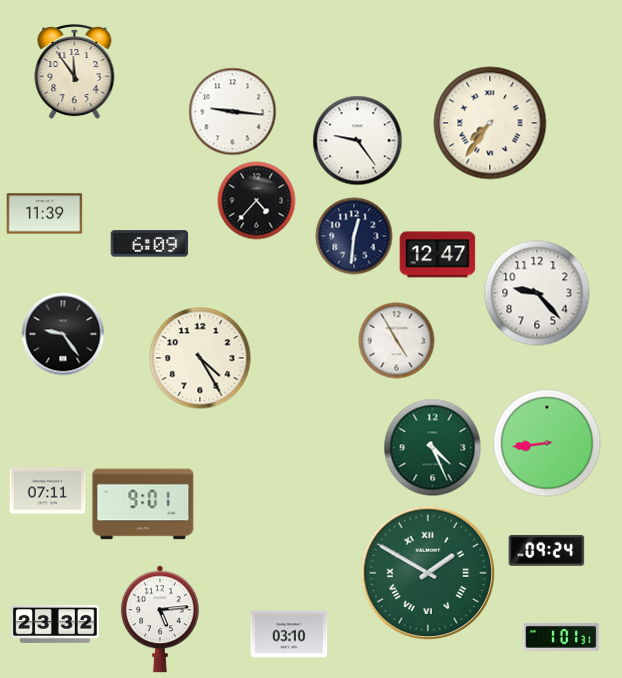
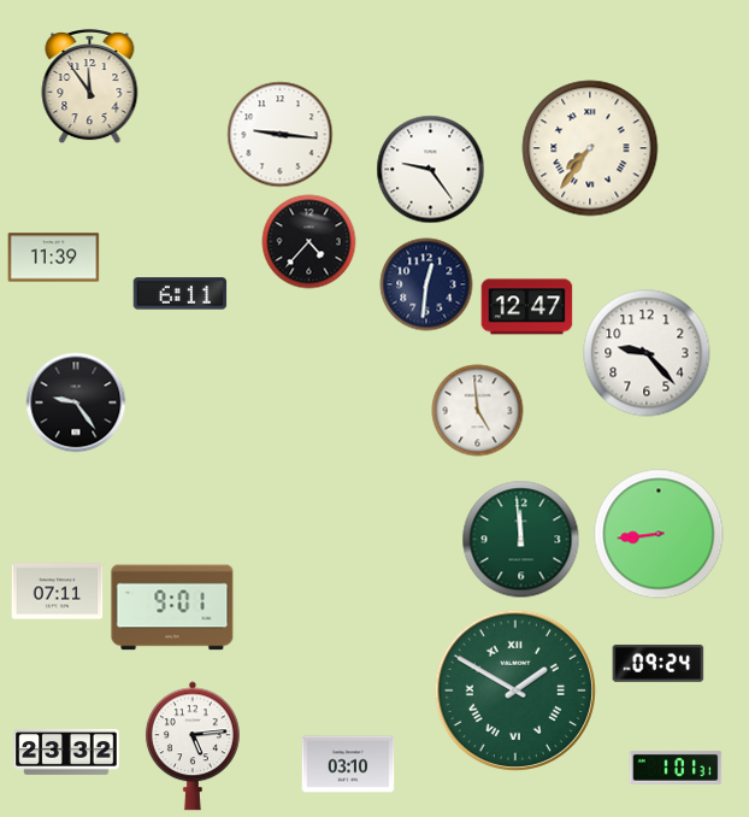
clock at (150, 244): 6:09 -> 6:11
clock at (397, 341): 4:55 -> 4:59
clock at (200, 358): 4:25 -> none
clock at (433, 448): 4:26 -> 11:59
